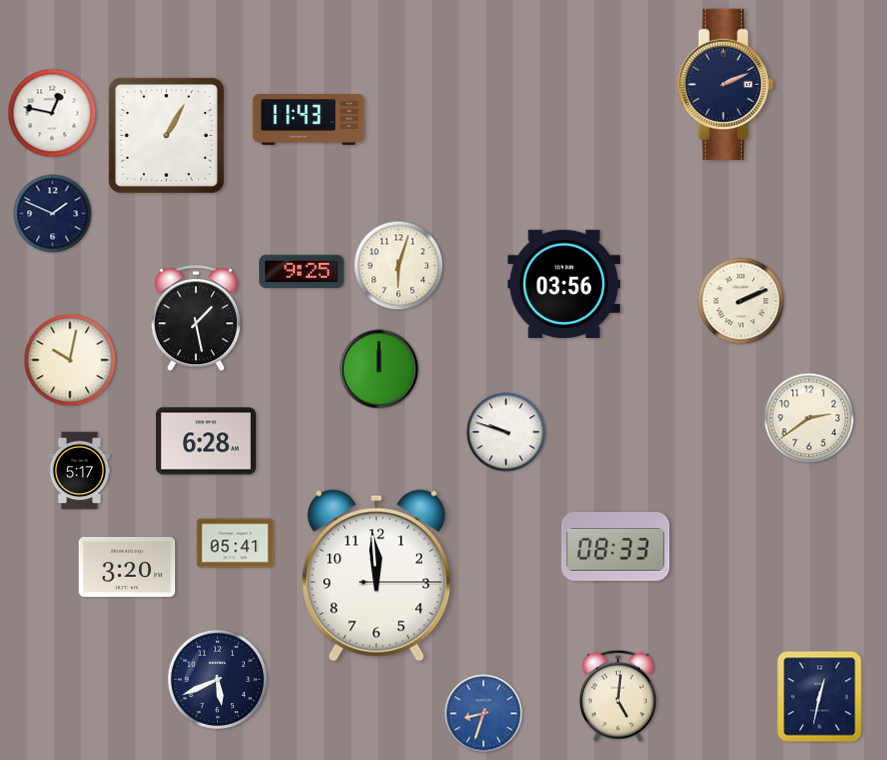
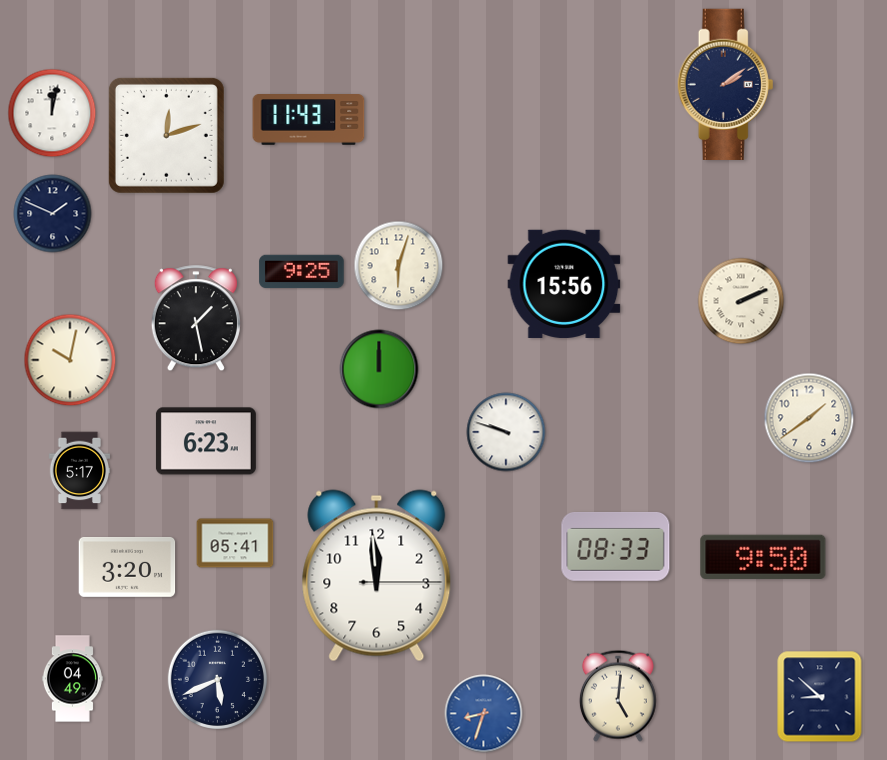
clock at (726, 84): 2:11 -> 2:09
clock at (52, 113): 12:47 -> 12:02
clock at (166, 135): 1:05 -> 12:12
clock at (564, 284): 03:56 -> 15:56
clock at (809, 418): 2:39 -> 1:39
clock at (206, 441): 6:28 -> 6:23
clock at (763, 557): none -> 9:50
clock at (72, 679): none -> 04:49
clock at (820, 697): 12:32 -> 8:52
